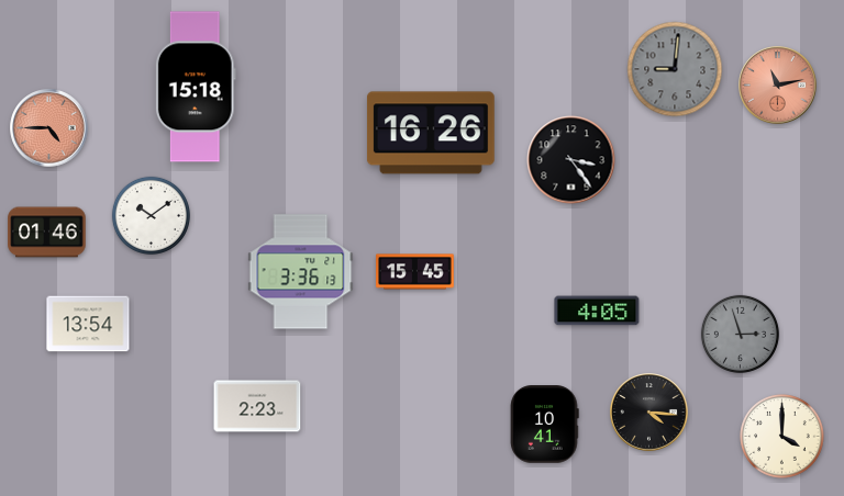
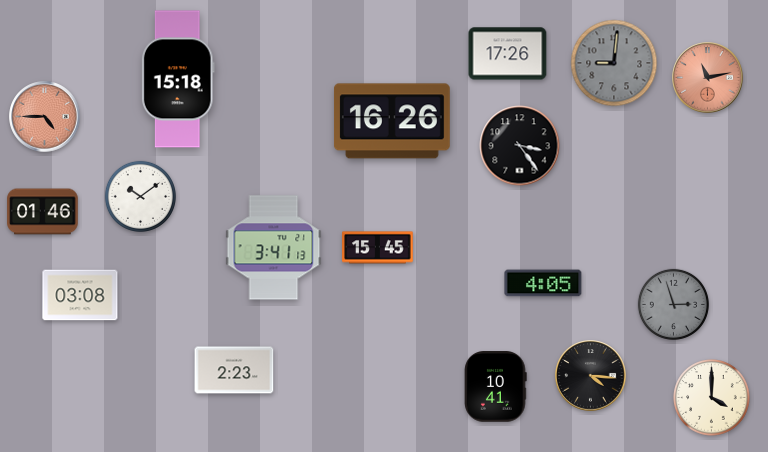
clock at (508, 54): none -> 17:26
clock at (151, 215) position: (151, 215) -> (140, 196)
clock at (301, 272): 3:36 -> 3:41
clock at (88, 324): 13:54 -> 03:08
